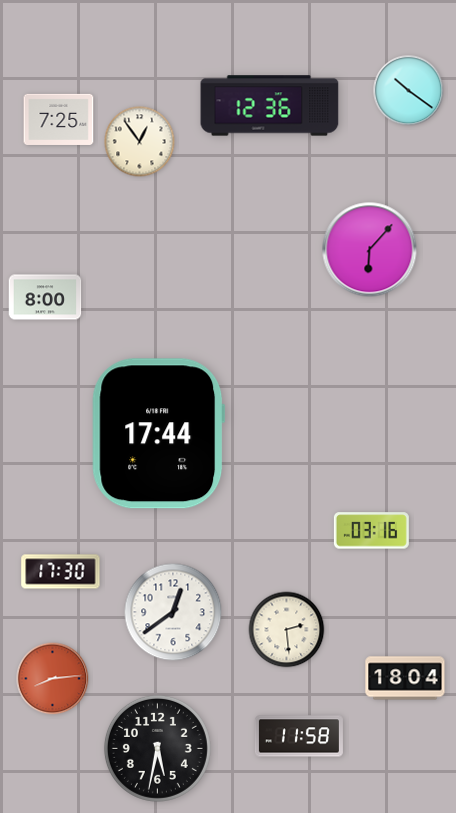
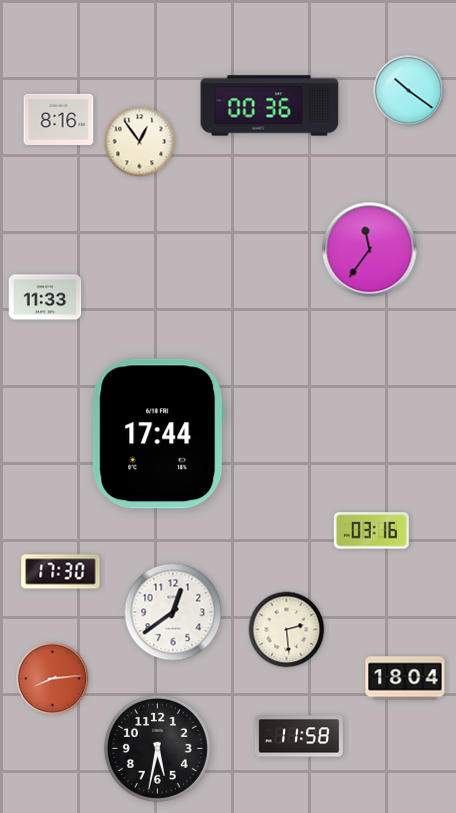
clock at (270, 106): 12:36 -> 00:36
clock at (59, 119): 7:25 -> 8:16
clock at (370, 250): 6:07 -> 11:36
clock at (45, 297): 8:00 -> 11:33
